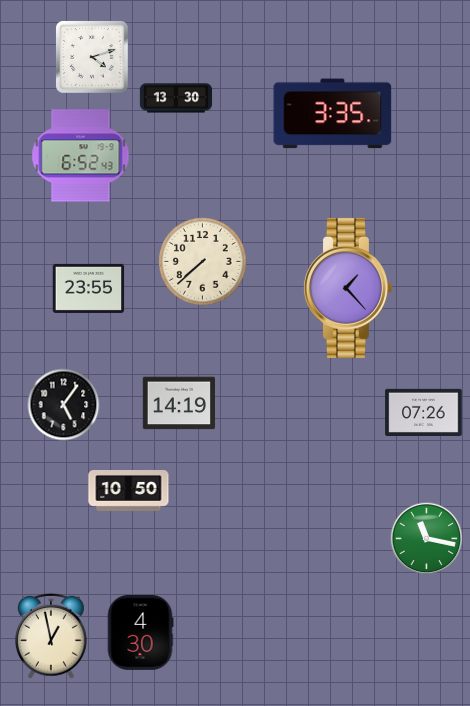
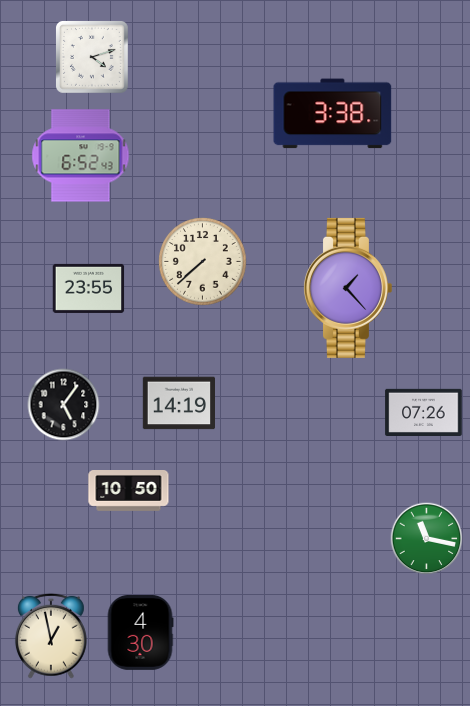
clock at (176, 98): 13:30 -> none
clock at (333, 114): 3:35 -> 3:38
